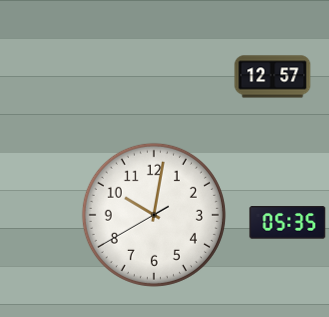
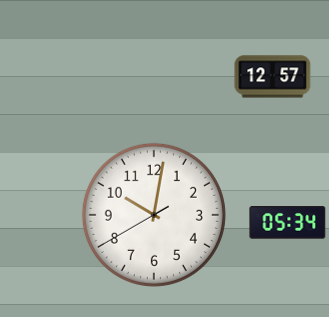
clock at (288, 223): 05:35 -> 05:34
